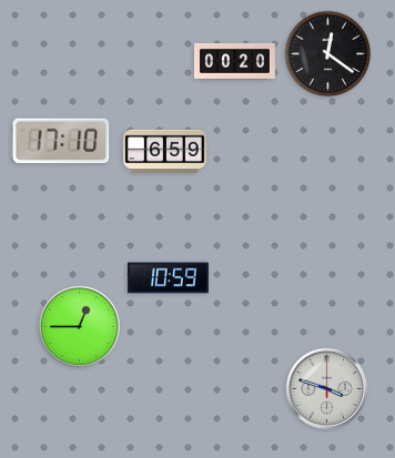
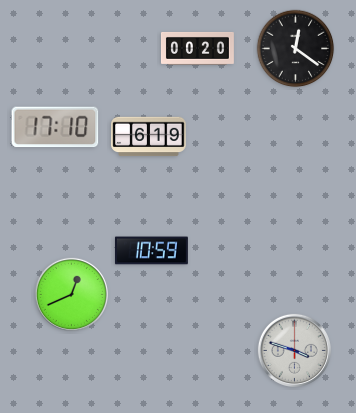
clock at (234, 61) position: (234, 61) -> (197, 48)
clock at (165, 152): 6:59 -> 6:19
clock at (79, 326): 12:45 -> 12:41
